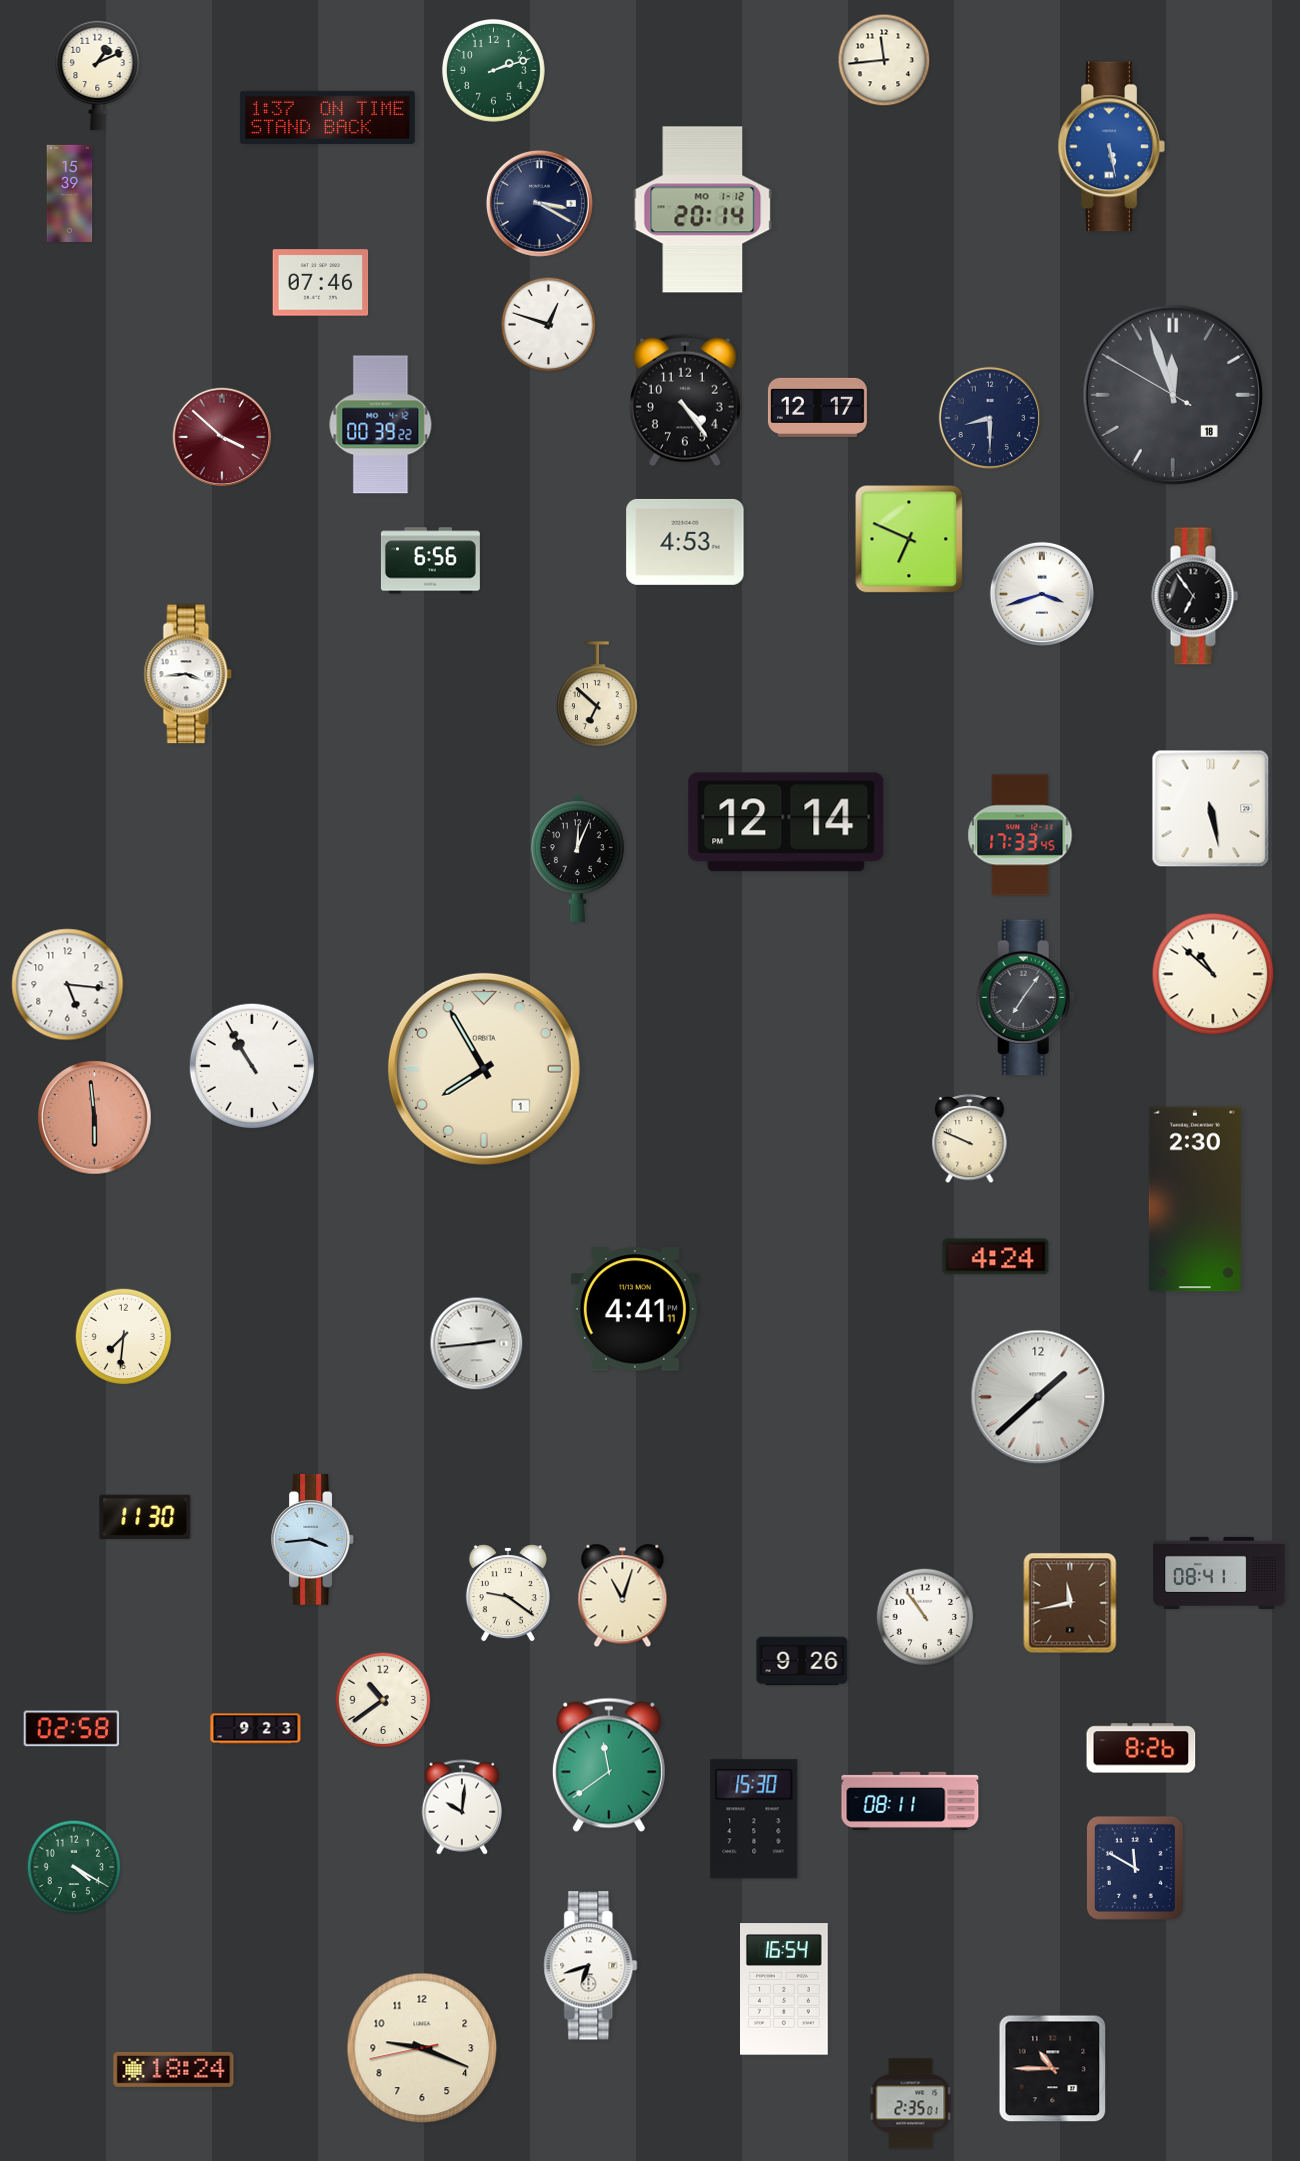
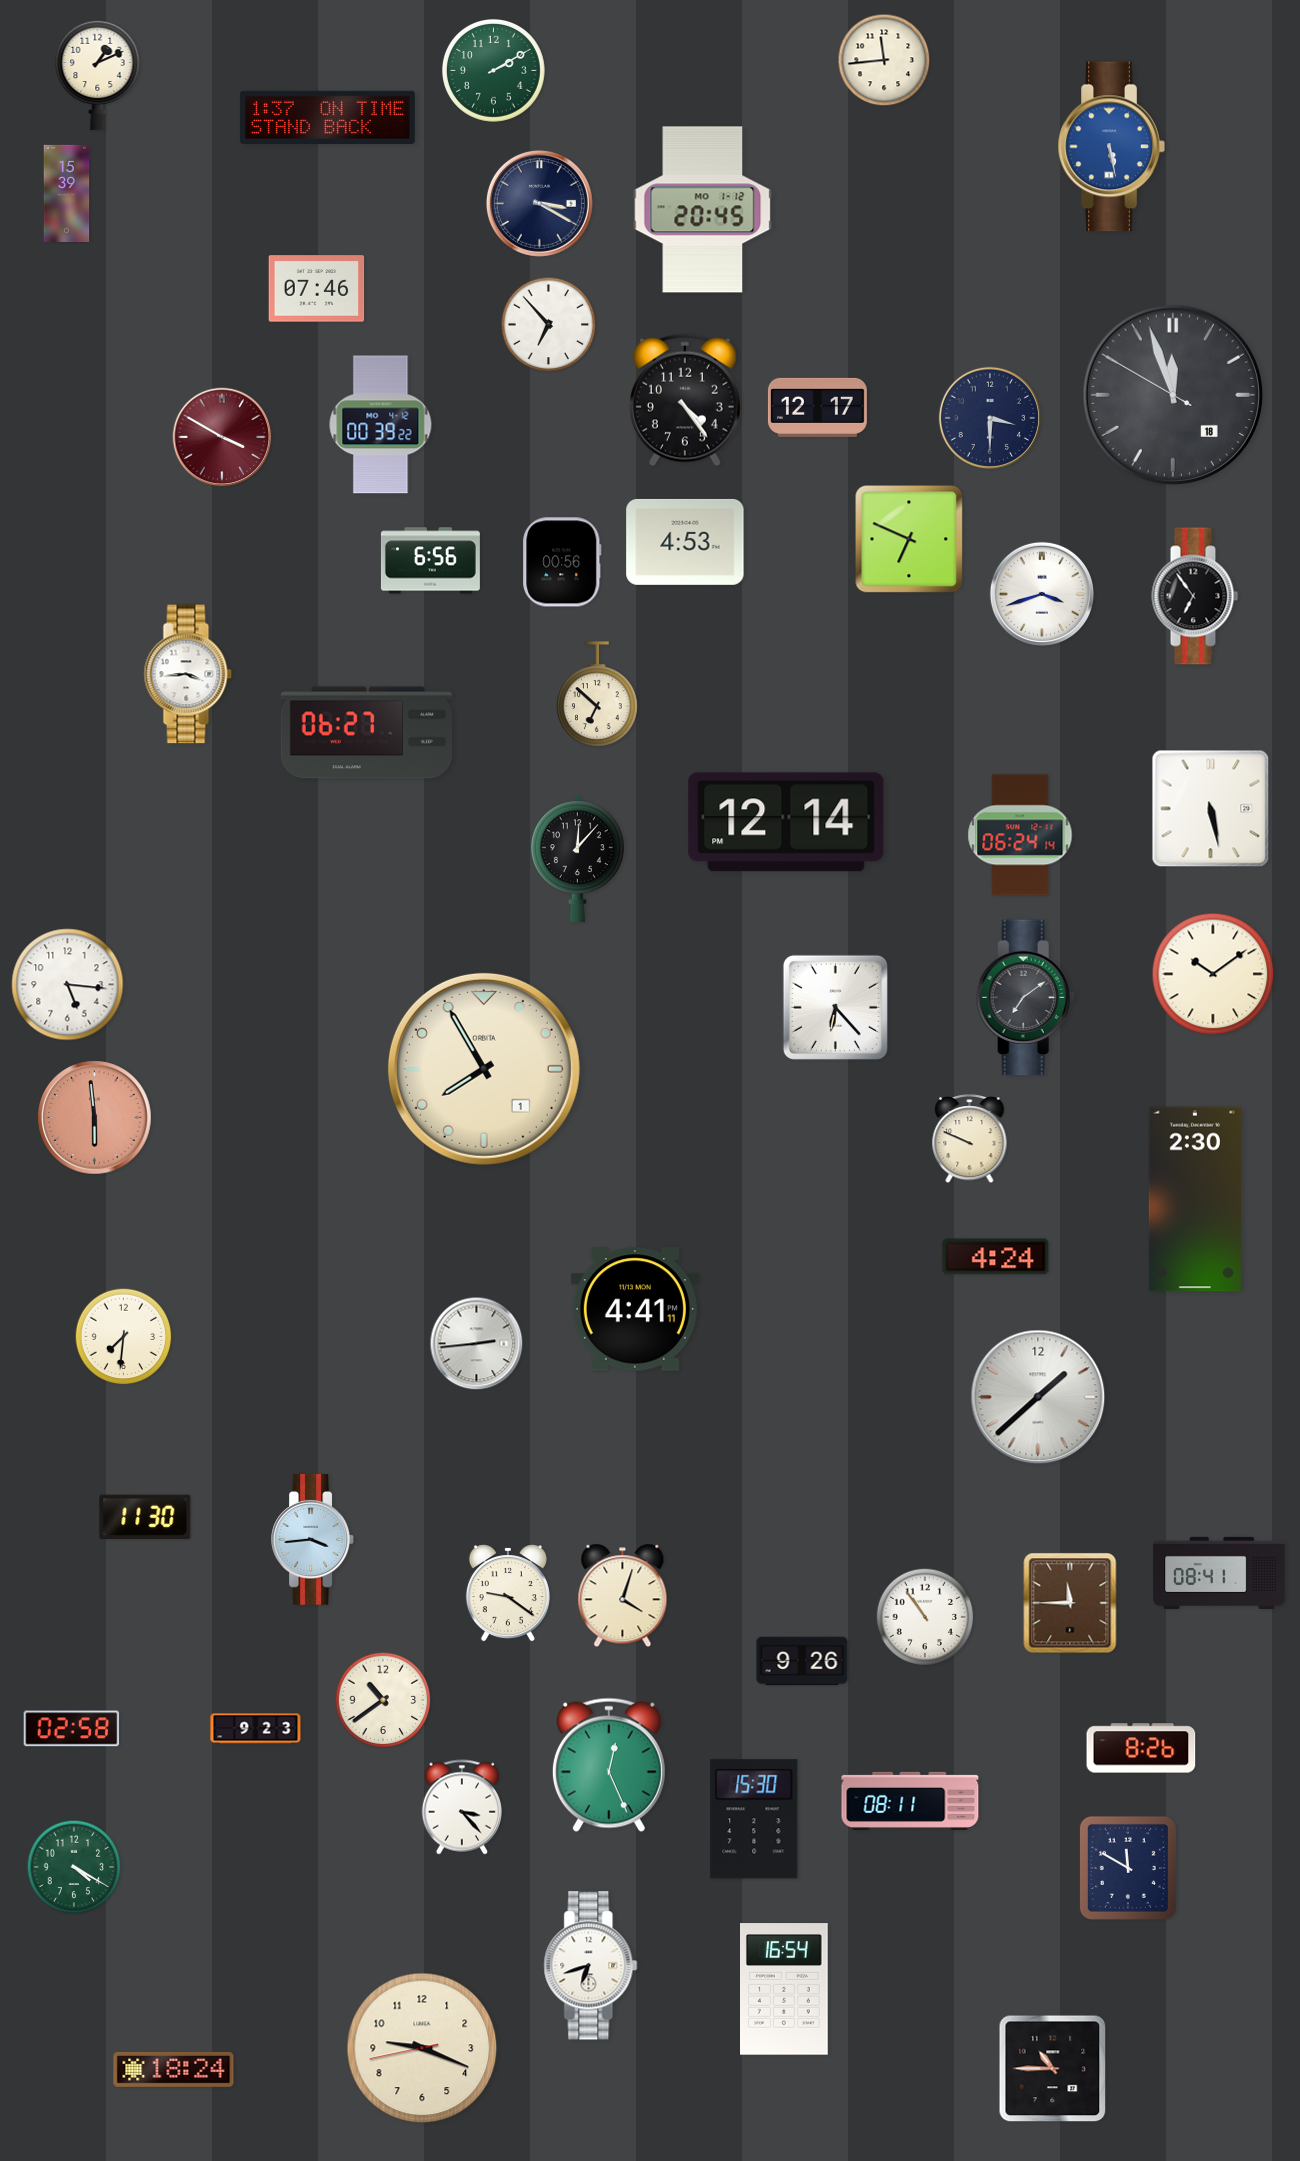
clock at (493, 70): 2:12 -> 2:10
clock at (70, 193) position: (70, 193) -> (67, 193)
clock at (703, 210): 20:14 -> 20:45
clock at (321, 283) position: (321, 283) -> (317, 289)
clock at (549, 325): 12:48 -> 6:53
clock at (990, 418): 8:30 -> 3:30
clock at (222, 437): 3:52 -> 3:50
clock at (562, 562): none -> 00:56
clock at (367, 733): none -> 06:27
clock at (1020, 835): 17:33 -> 06:24
clock at (578, 858): 12:04 -> 12:07
clock at (1213, 974): 10:52 -> 10:09
clock at (1025, 998): 7:06 -> 7:09
clock at (835, 1007): none -> 6:23
clock at (251, 1065): 10:55 -> none
clock at (623, 1596): 11:03 -> 4:03
clock at (1070, 1603): 11:43 -> 11:45
clock at (609, 1765): 11:39 -> 12:26
clock at (461, 1807): 10:01 -> 3:23
clock at (1135, 1868) position: (1135, 1868) -> (1128, 1868)
clock at (911, 2104): 2:35 -> none
